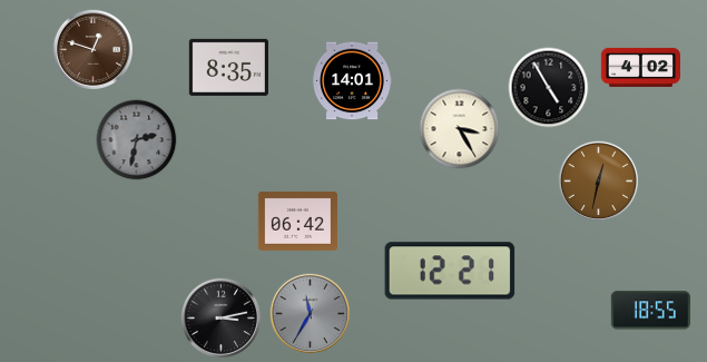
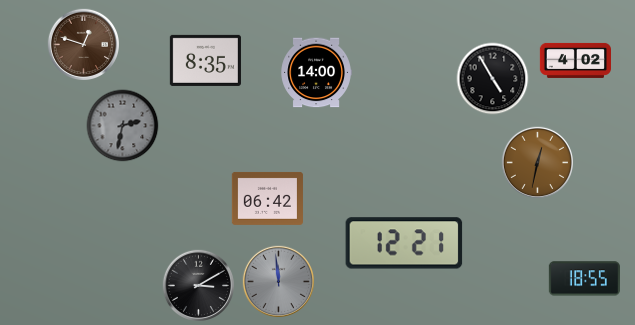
clock at (352, 81): 14:01 -> 14:00
clock at (460, 129): 3:25 -> none
clock at (310, 313): 11:35 -> 11:59
clock at (220, 317): 3:13 -> 3:10
